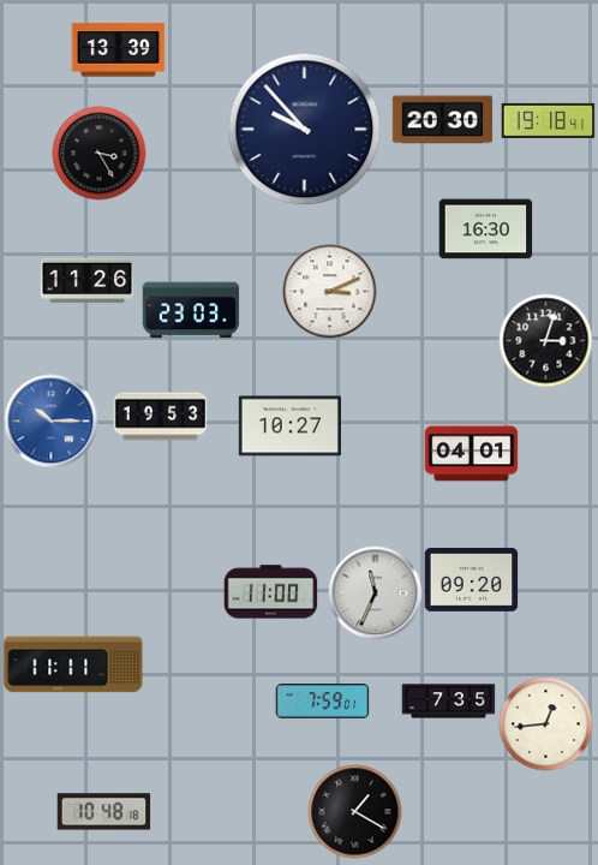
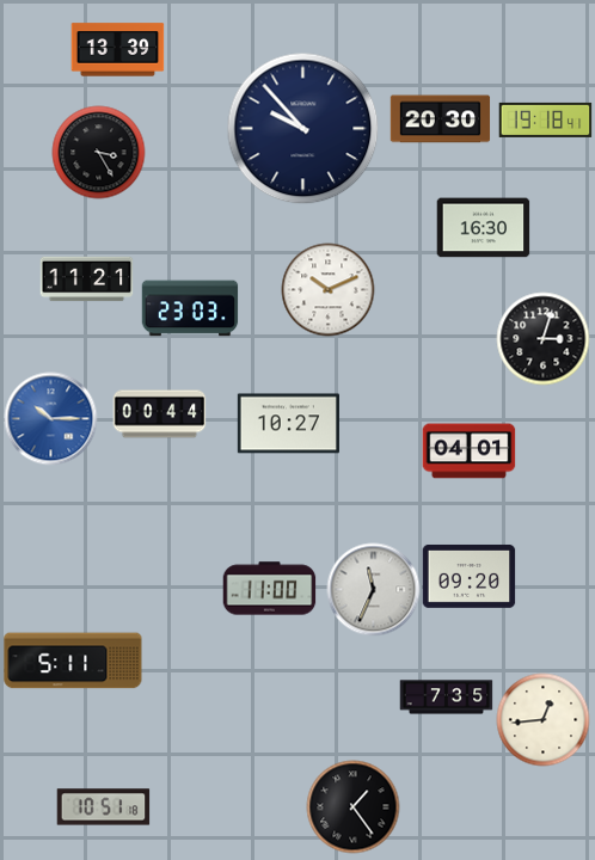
clock at (86, 281): 11:26 -> 11:21
clock at (329, 291): 3:11 -> 10:11
clock at (160, 417): 19:53 -> 00:44
clock at (73, 664): 11:11 -> 5:11
clock at (322, 702): 7:59 -> none
clock at (354, 811): 1:20 -> 1:24
clock at (103, 812): 10:48 -> 10:51
